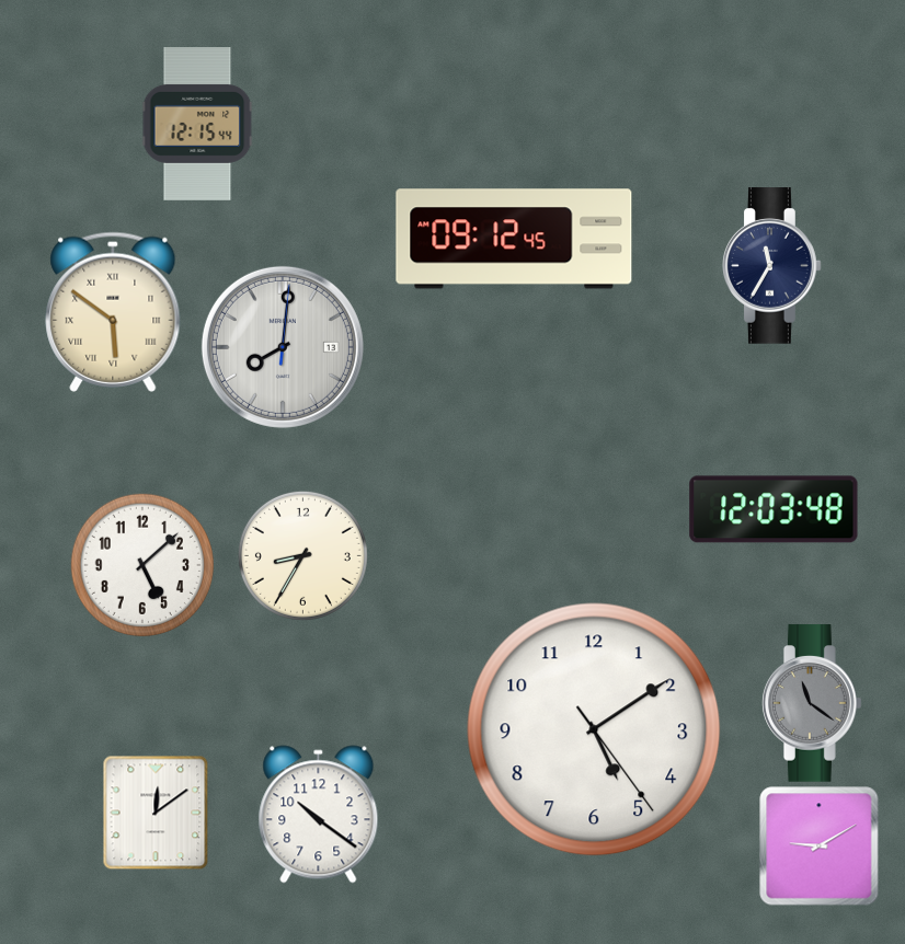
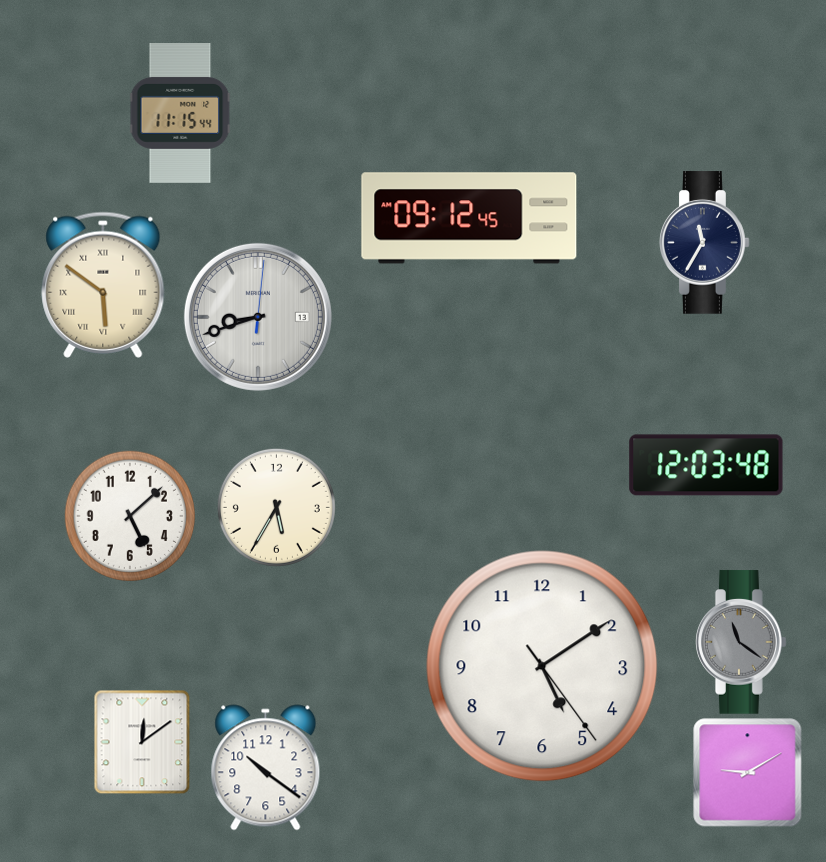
clock at (197, 125): 12:15 -> 11:15
clock at (283, 347): 8:01 -> 8:42
clock at (302, 555): 8:35 -> 5:35
clock at (319, 815) position: (319, 815) -> (266, 768)
